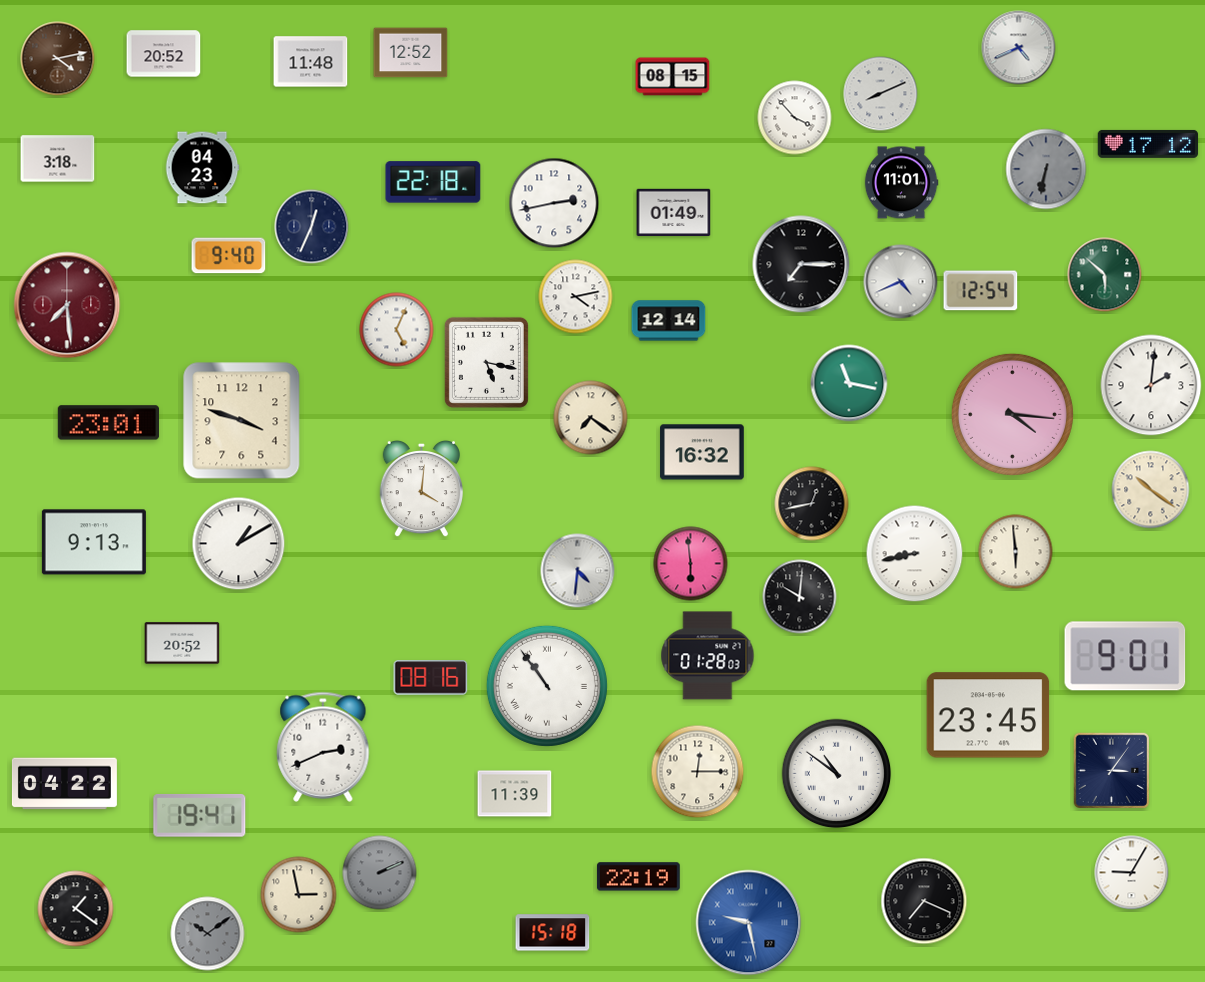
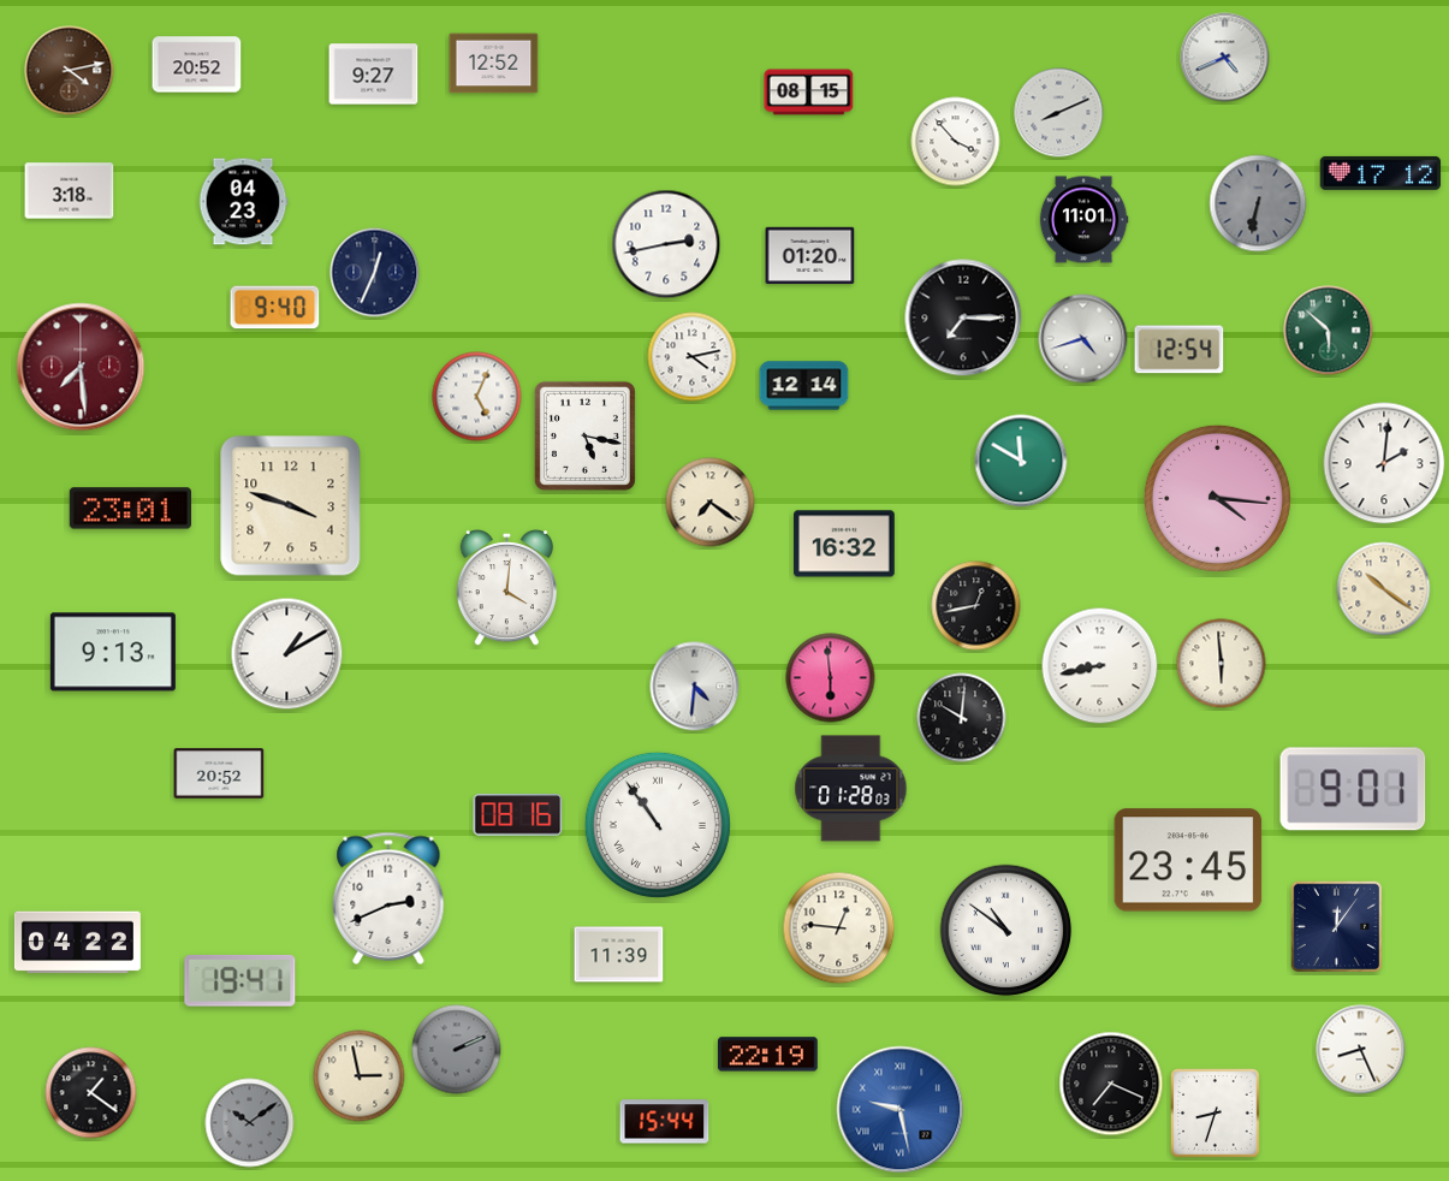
clock at (311, 62): 11:48 -> 9:27
clock at (433, 182): 22:18 -> none
clock at (674, 213): 01:49 -> 01:20
clock at (901, 282): 4:41 -> 4:42
clock at (849, 383): 11:17 -> 11:50
clock at (1112, 771): 3:06 -> 12:06
clock at (698, 772): 12:15 -> 12:46
clock at (1132, 873): 9:05 -> 8:26
clock at (1216, 1114): none -> 8:33
clock at (553, 933): 15:18 -> 15:44
